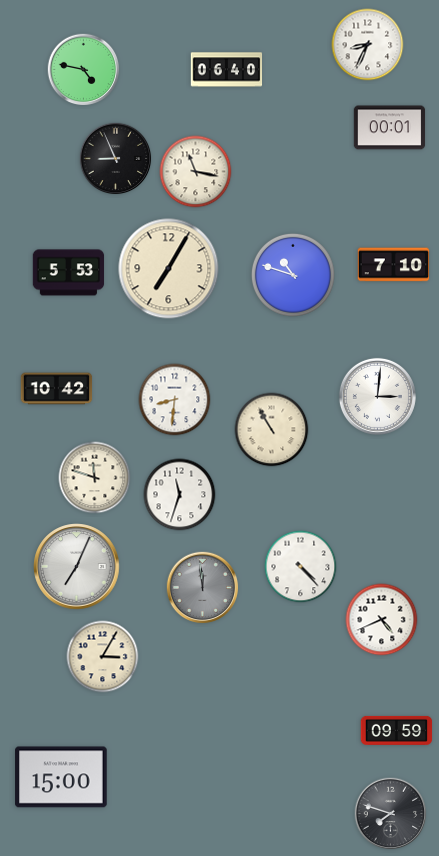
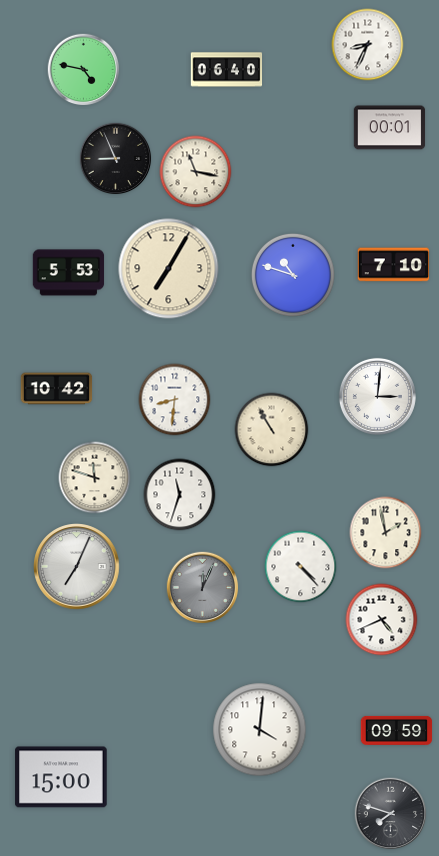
clock at (386, 533): none -> 1:58
clock at (203, 588): 11:59 -> 12:04
clock at (103, 657): 3:05 -> none
clock at (260, 730): none -> 4:01
